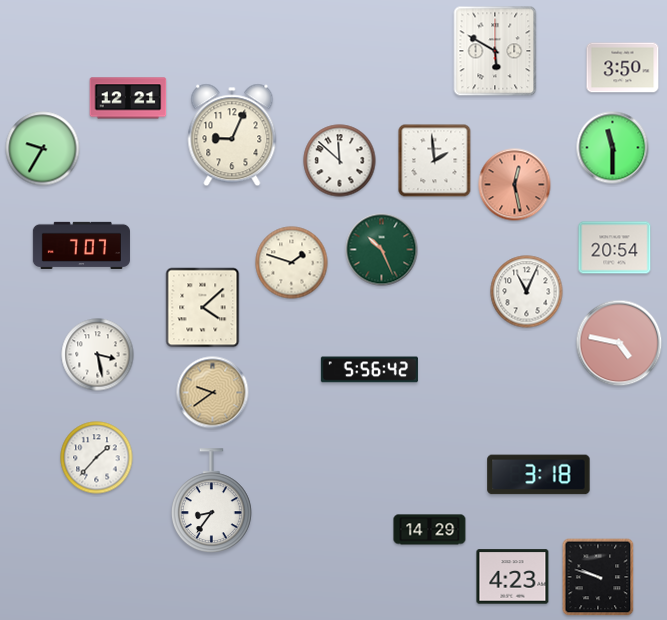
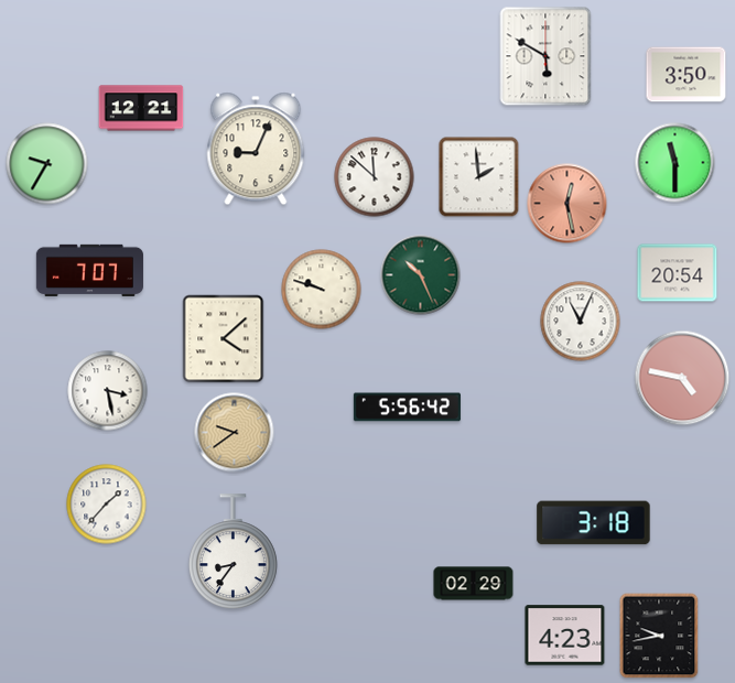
clock at (292, 263): 1:48 -> 9:48
clock at (430, 530): 14:29 -> 02:29
clock at (598, 577): 9:48 -> 9:43
